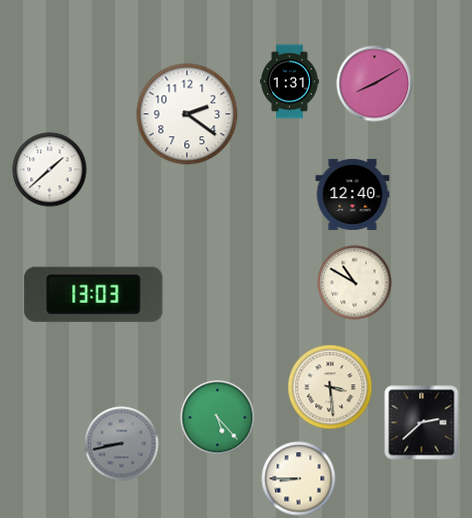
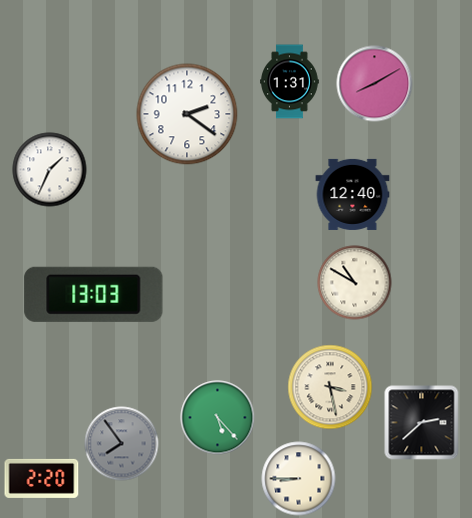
clock at (50, 170): 1:38 -> 1:34
clock at (330, 387): 3:29 -> 3:28
clock at (122, 444): 8:43 -> 7:54
clock at (42, 478): none -> 2:20
